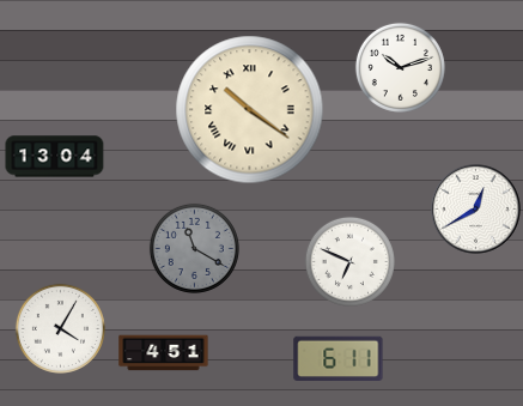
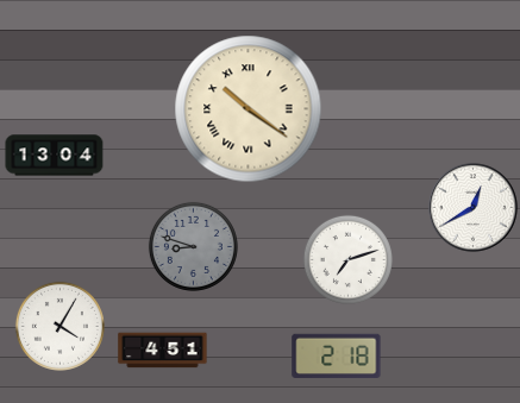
clock at (400, 67): 10:12 -> none
clock at (194, 248): 11:20 -> 8:48
clock at (349, 261): 6:49 -> 7:12
clock at (339, 358): 6:11 -> 2:18
